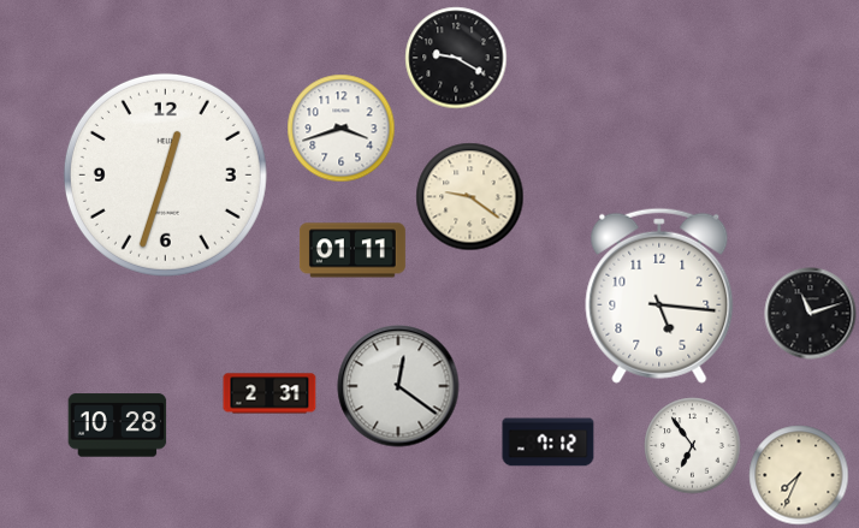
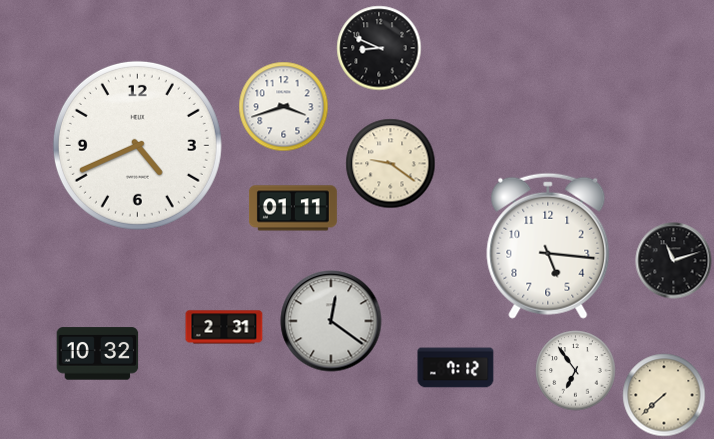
clock at (456, 58): 9:20 -> 8:49
clock at (165, 174): 12:33 -> 4:41
clock at (118, 426): 10:28 -> 10:32
clock at (799, 475): 7:34 -> 7:38
